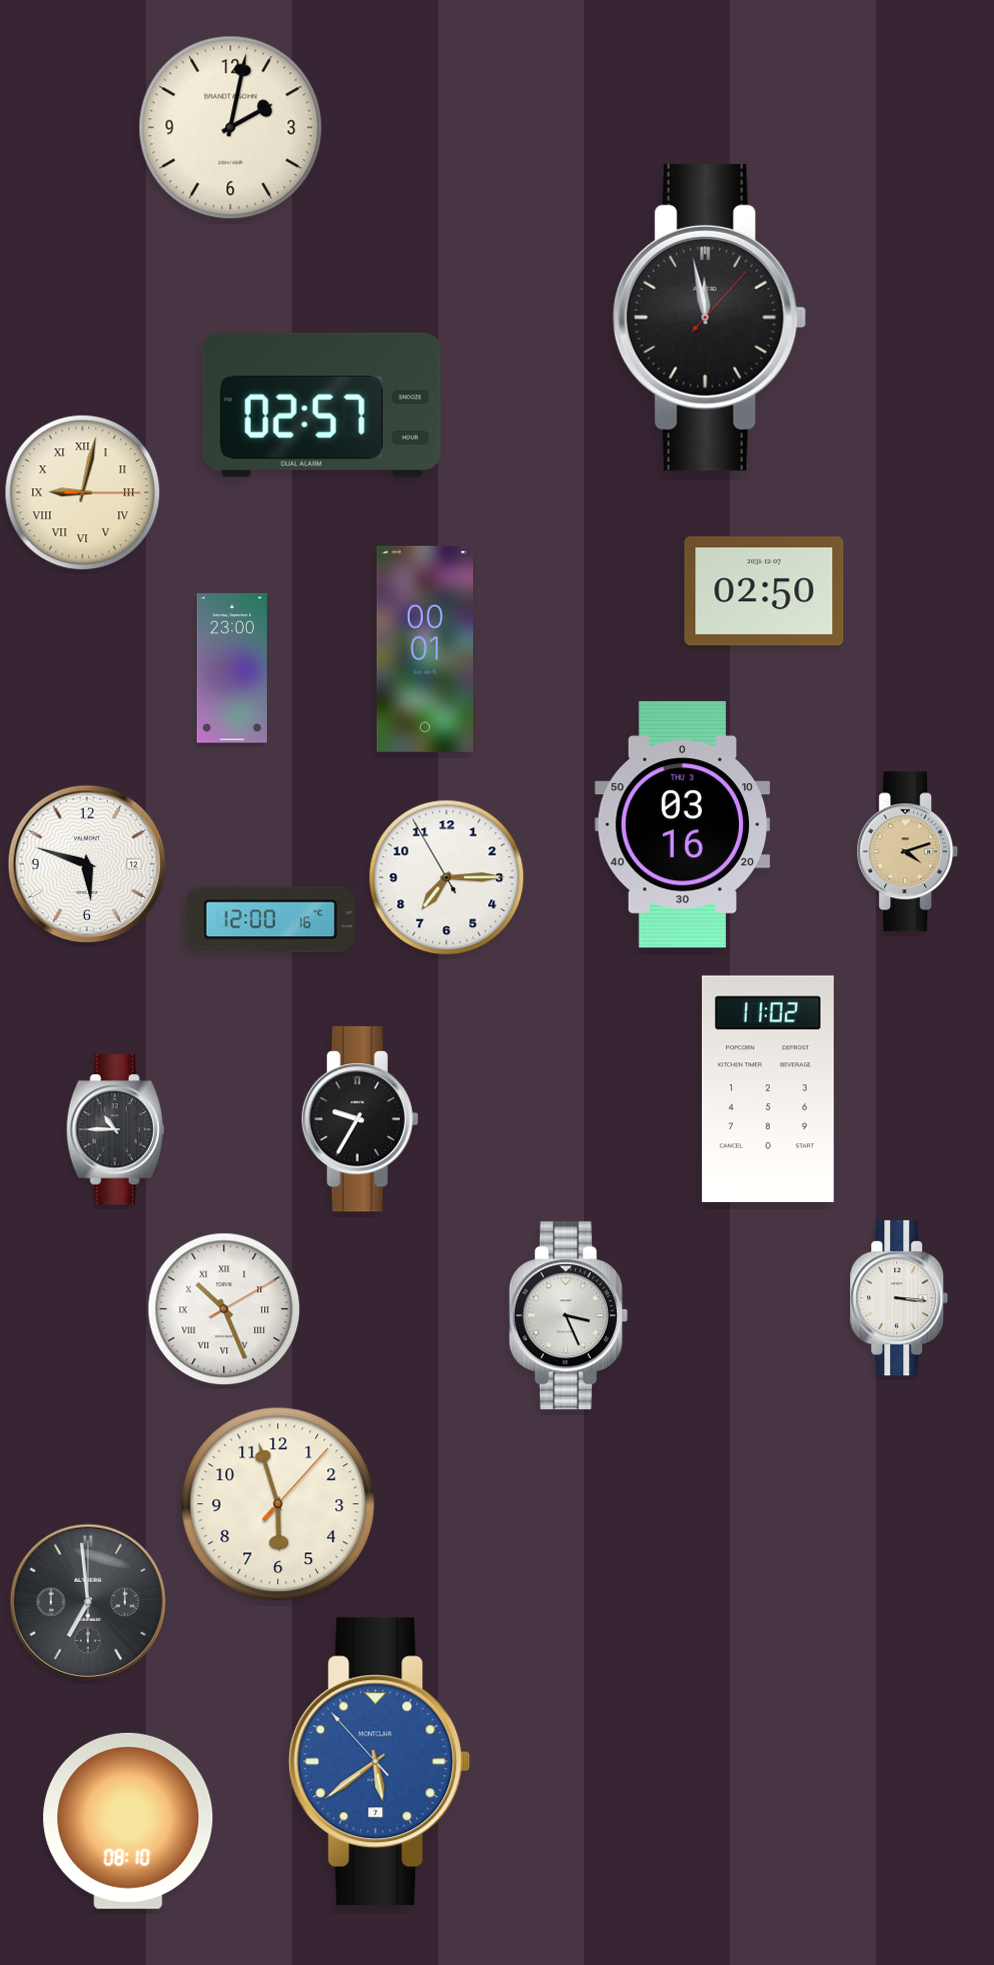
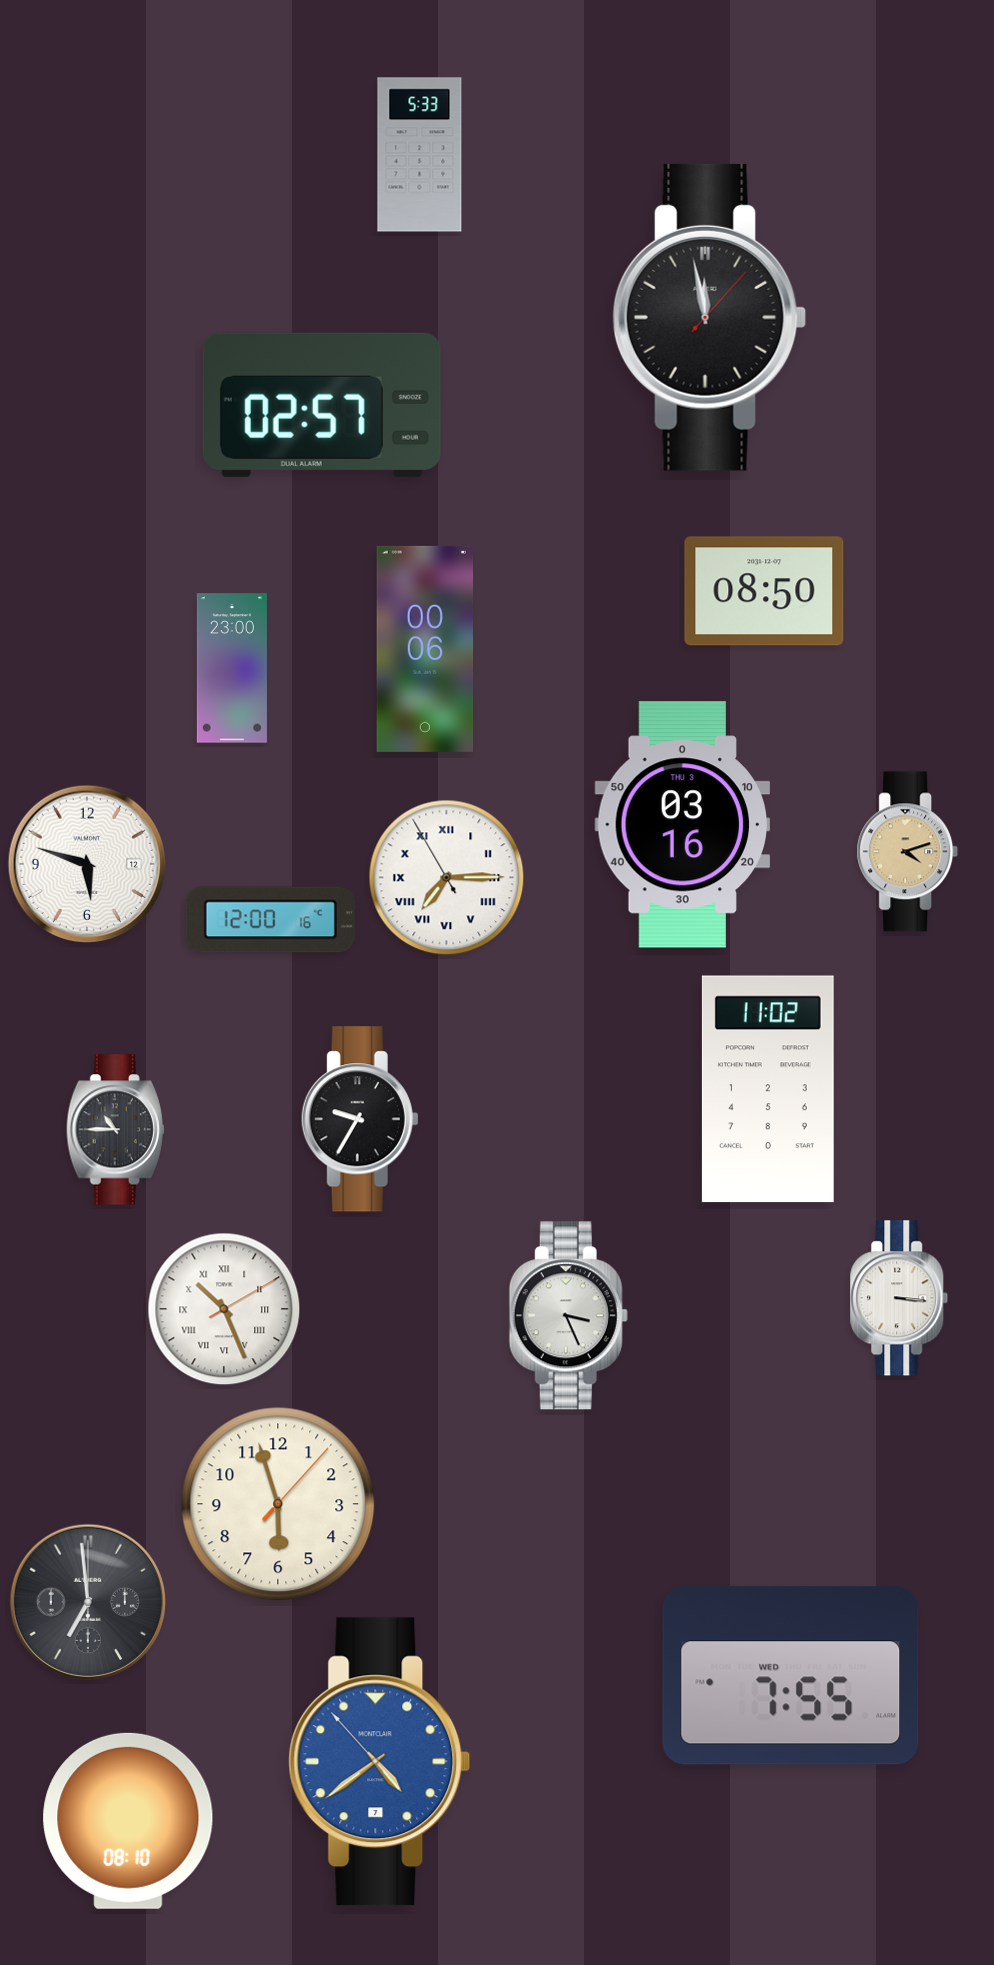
clock at (231, 128): 2:02 -> none
clock at (420, 155): none -> 5:33
clock at (83, 493): 9:02 -> none
clock at (764, 591): 02:50 -> 08:50
clock at (425, 649): 00:01 -> 00:06
clock at (447, 878) numerals: Arabic -> Roman
clock at (791, 1676): none -> 7:55
clock at (380, 1762): 5:38 -> 4:38
